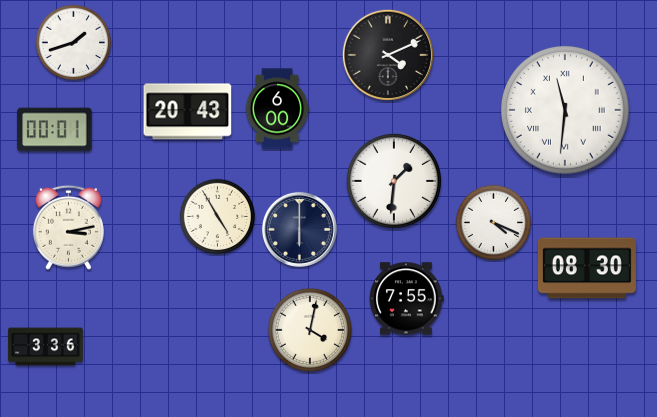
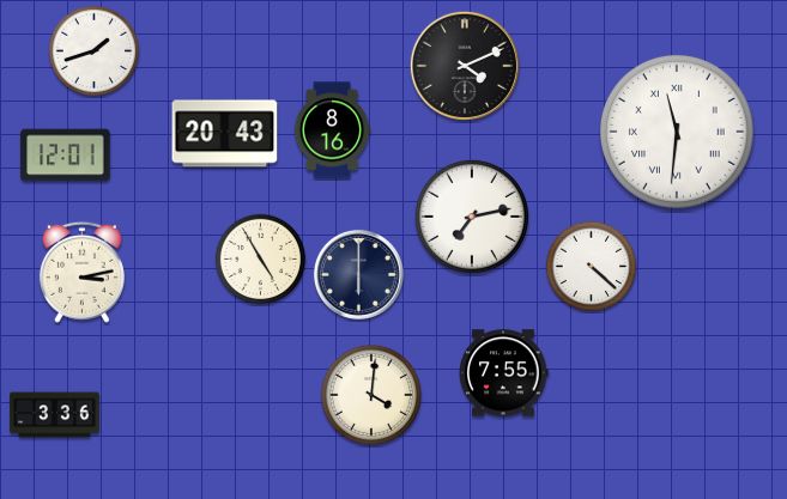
clock at (74, 43) position: (74, 43) -> (95, 51)
clock at (277, 109): 6:00 -> 8:16
clock at (55, 130): 00:01 -> 12:01
clock at (394, 181): 1:31 -> 7:13
clock at (494, 223): 4:19 -> 4:22
clock at (587, 268): 08:30 -> none
clock at (407, 299) position: (407, 299) -> (504, 373)
clock at (309, 329): 4:02 -> 4:01
